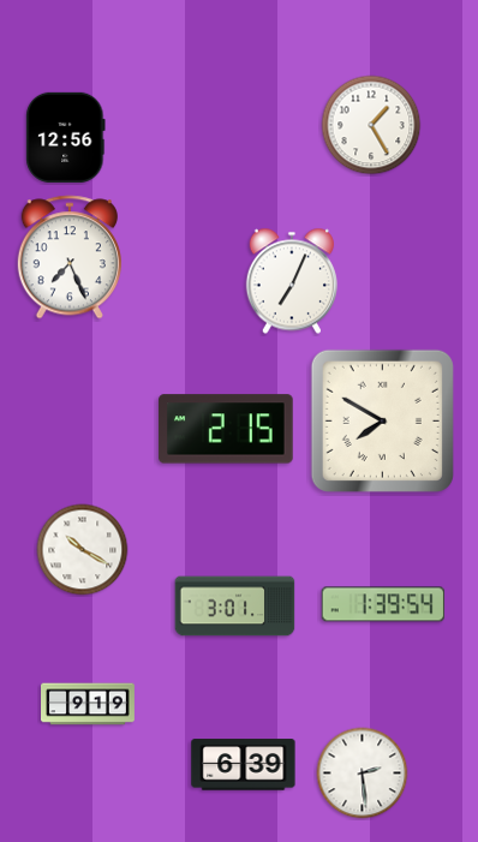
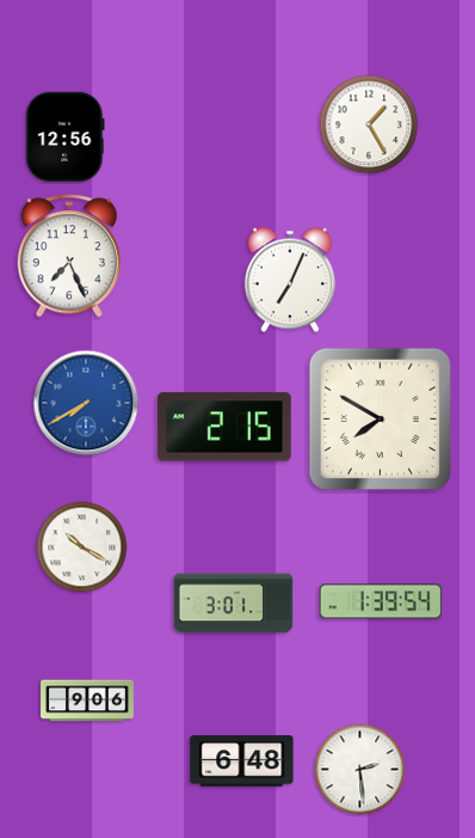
clock at (86, 403): none -> 7:40
clock at (89, 704): 9:19 -> 9:06
clock at (244, 765): 6:39 -> 6:48
